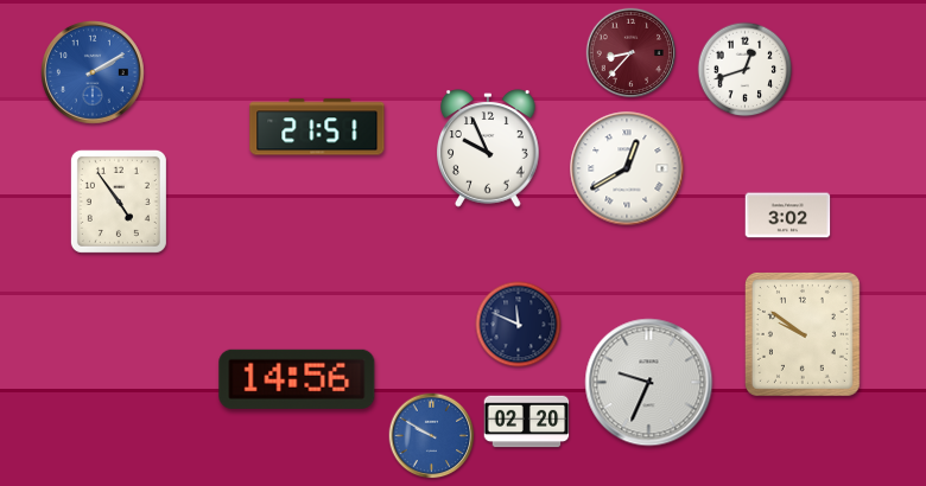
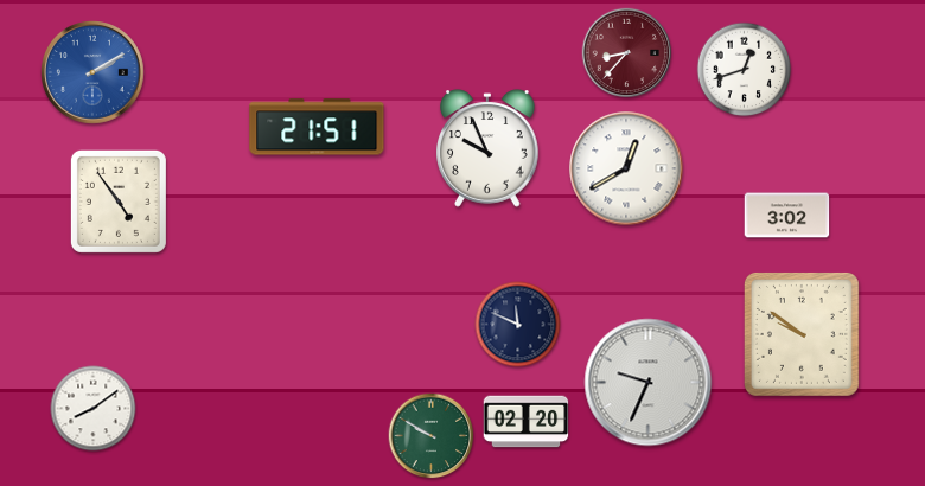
clock at (632, 53) position: (632, 53) -> (627, 53)
clock at (297, 379): 14:56 -> none
clock at (94, 409): none -> 8:09
clock at (432, 436) dial: blue -> green
